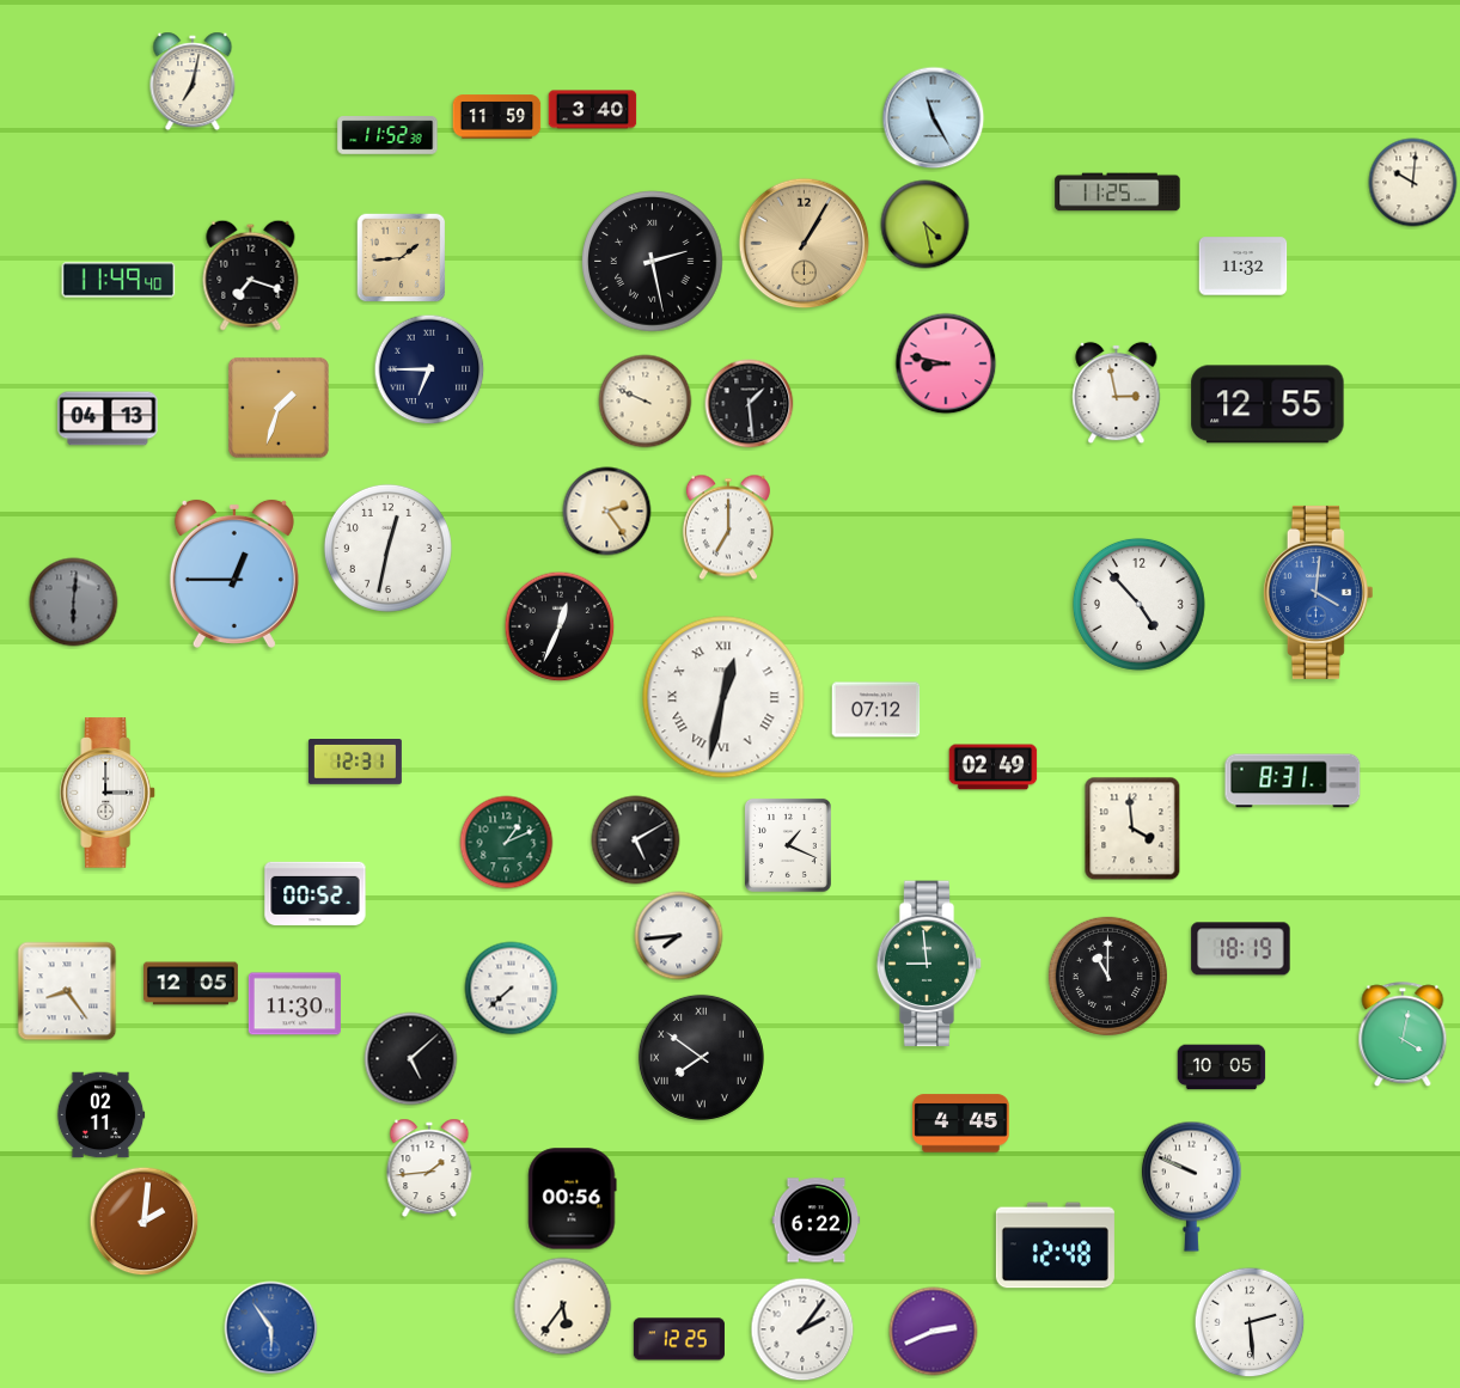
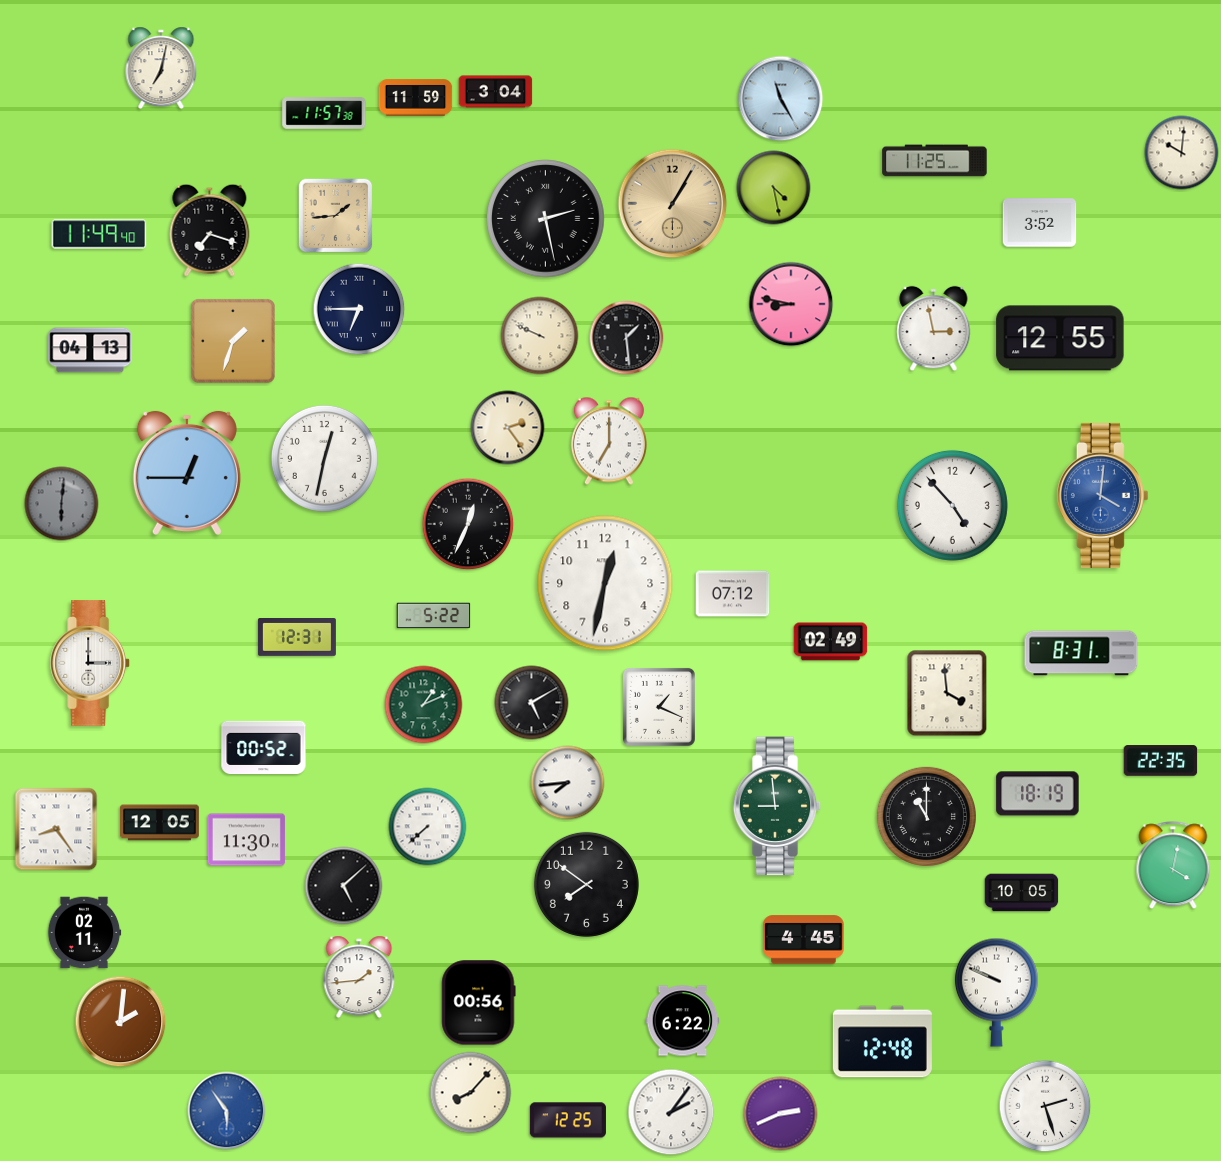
clock at (593, 110): 3:40 -> 3:04
clock at (387, 135): 11:52 -> 11:57
clock at (1244, 267): 11:32 -> 3:52
clock at (234, 574) position: (234, 574) -> (187, 473)
clock at (723, 697) numerals: Roman -> Arabic
clock at (434, 616): none -> 5:22
clock at (1161, 761): none -> 22:35
clock at (701, 1057) numerals: Roman -> Arabic
clock at (563, 1307): 5:36 -> 8:07
clock at (1250, 1322): 2:29 -> 2:27
